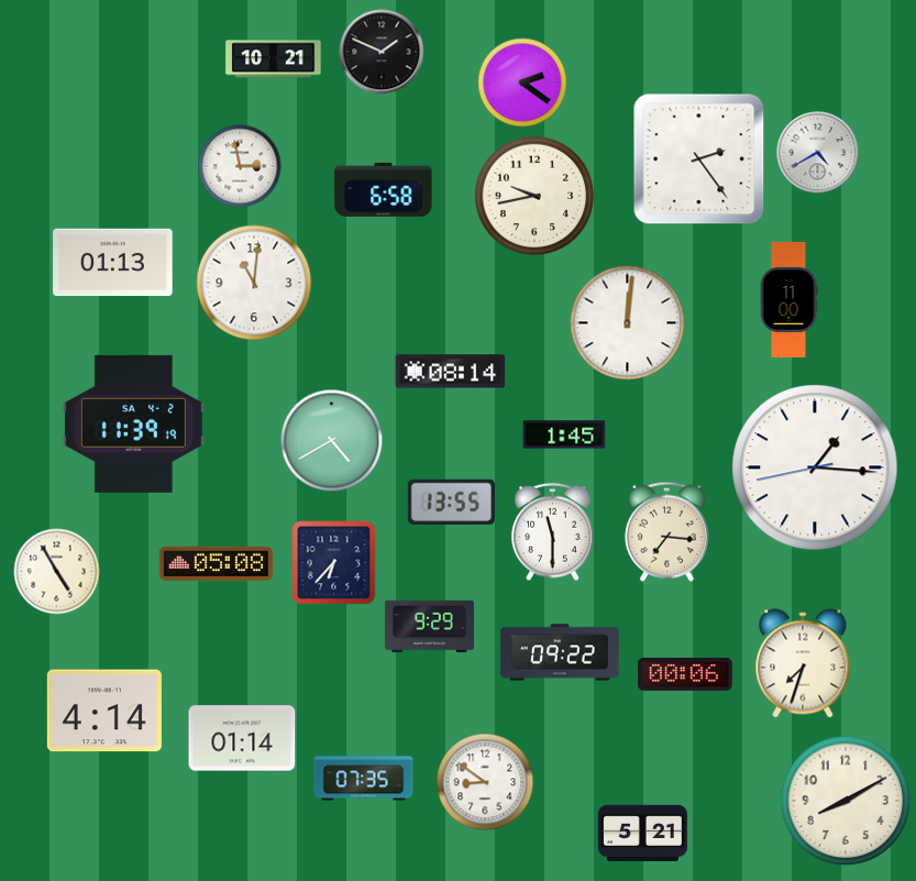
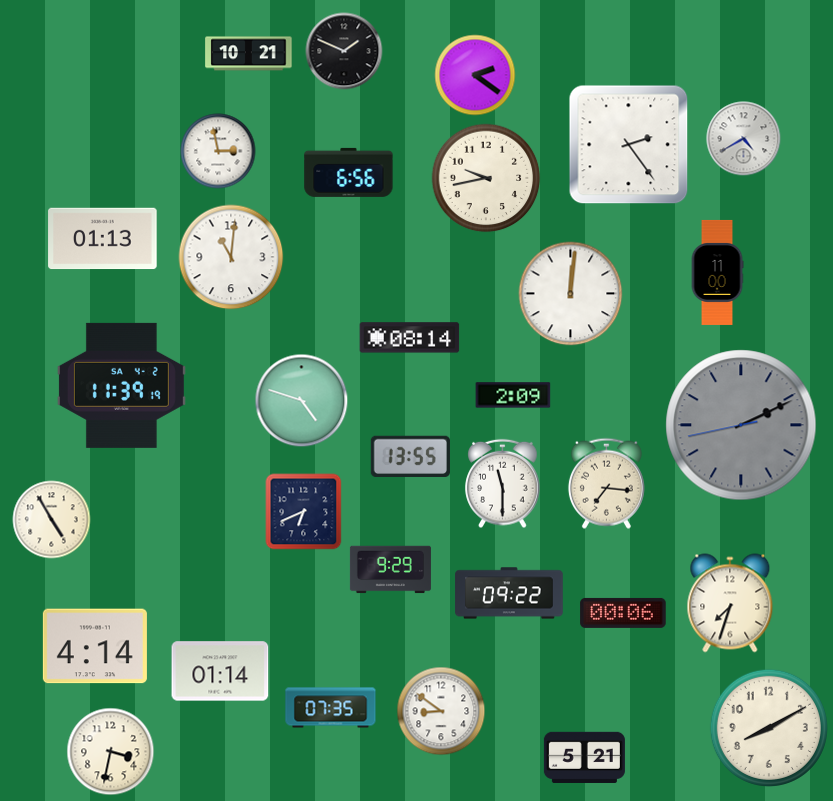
clock at (382, 52) position: (382, 52) -> (344, 51)
clock at (699, 159) position: (699, 159) -> (629, 145)
clock at (384, 189): 6:58 -> 6:56
clock at (564, 434): 1:45 -> 2:09
clock at (332, 441): 4:40 -> 4:48
clock at (815, 467): 1:15 -> 2:10
clock at (815, 467) dial: white -> grey
clock at (334, 563): 6:37 -> 6:41
clock at (216, 564): 05:08 -> none
clock at (111, 752): none -> 3:32
